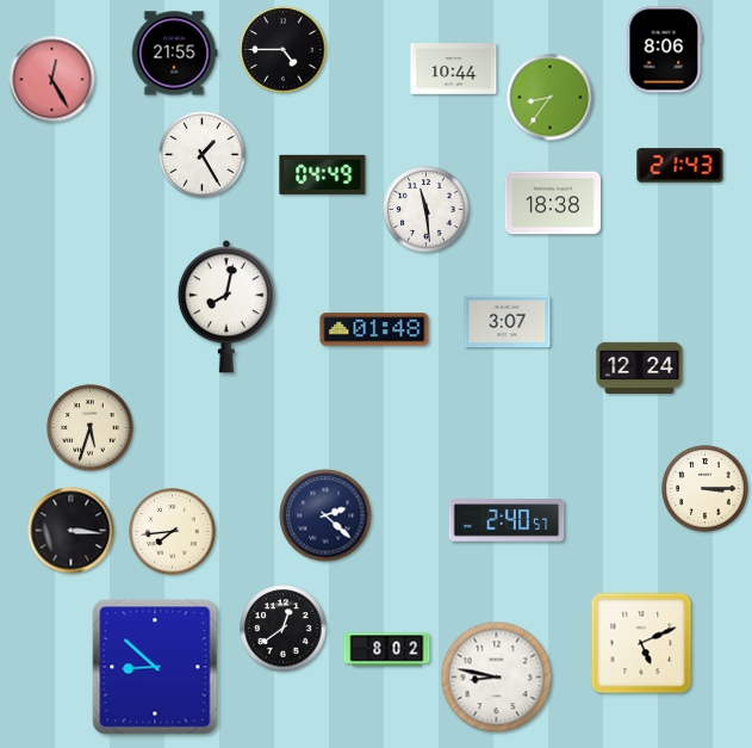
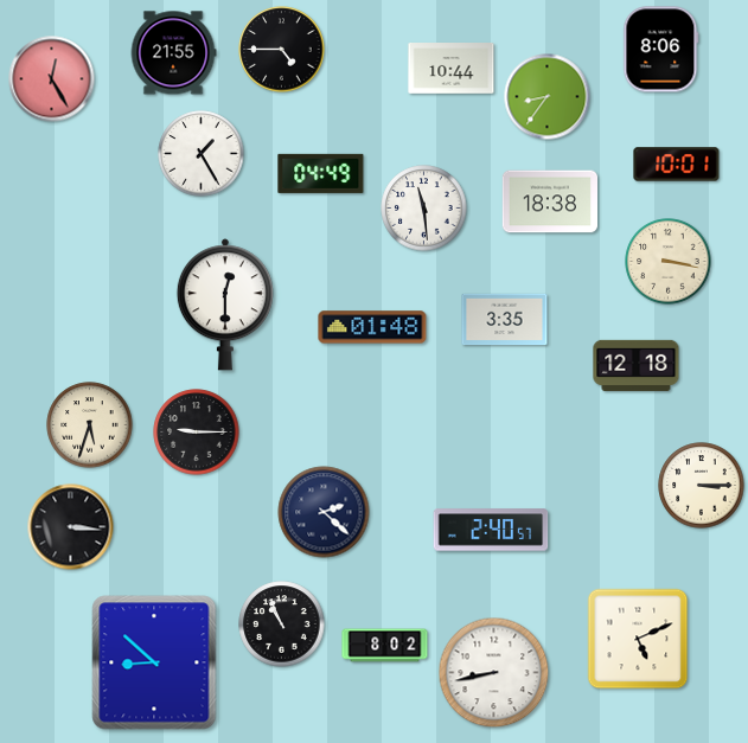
clock at (680, 166): 21:43 -> 10:01
clock at (669, 262): none -> 3:17
clock at (226, 307): 8:02 -> 12:30
clock at (508, 322): 3:07 -> 3:35
clock at (640, 367): 12:24 -> 12:18
clock at (197, 433): none -> 9:15
clock at (506, 520) position: (506, 520) -> (491, 530)
clock at (173, 532): 7:44 -> none
clock at (284, 629): 12:39 -> 10:56
clock at (497, 678): 8:47 -> 8:43
